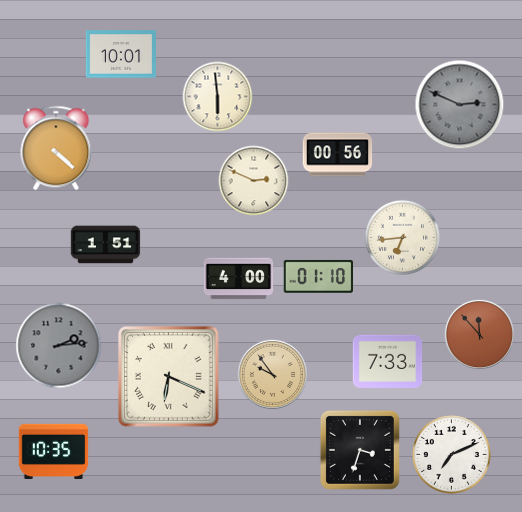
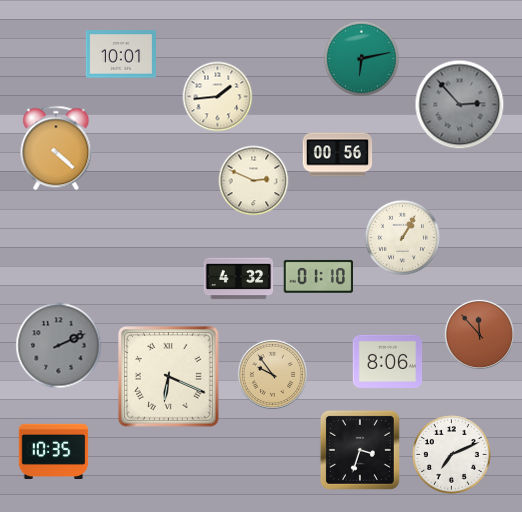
clock at (361, 58): none -> 6:13
clock at (218, 97): 5:59 -> 1:44
clock at (460, 105): 2:49 -> 2:53
clock at (402, 237): 6:44 -> 1:05
clock at (106, 245): 1:51 -> none
clock at (239, 279): 4:00 -> 4:32
clock at (59, 346): 2:14 -> 2:11
clock at (388, 361): 7:33 -> 8:06
